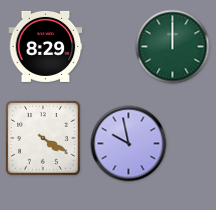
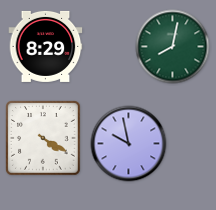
clock at (173, 47): 12:00 -> 8:02
